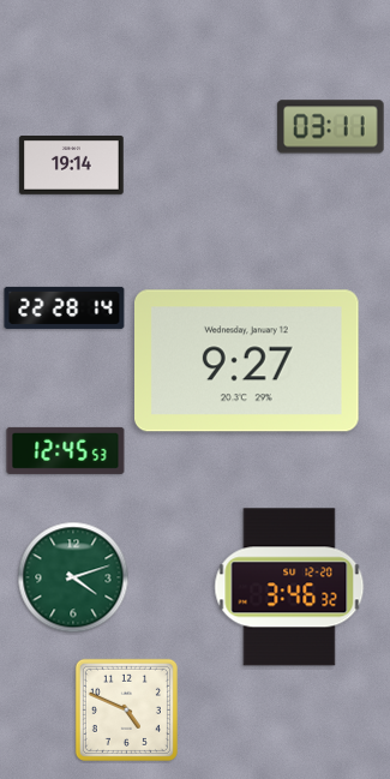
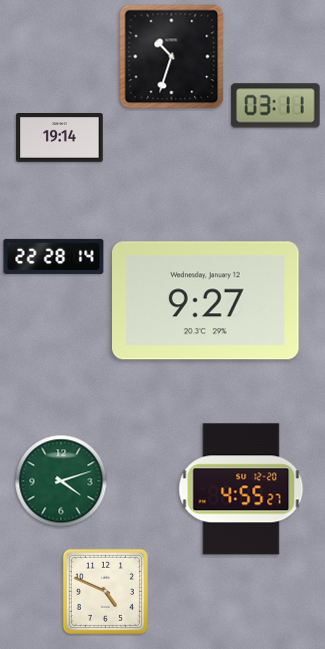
clock at (172, 57): none -> 10:33
clock at (66, 450): 12:45 -> none
clock at (289, 587): 3:46 -> 4:55
